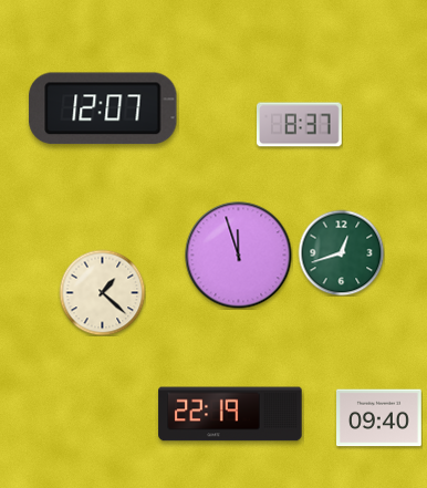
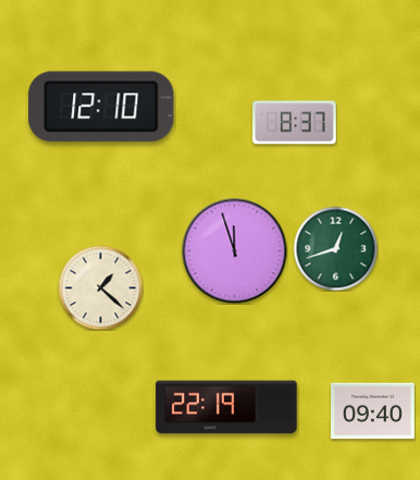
clock at (103, 108): 12:07 -> 12:10
